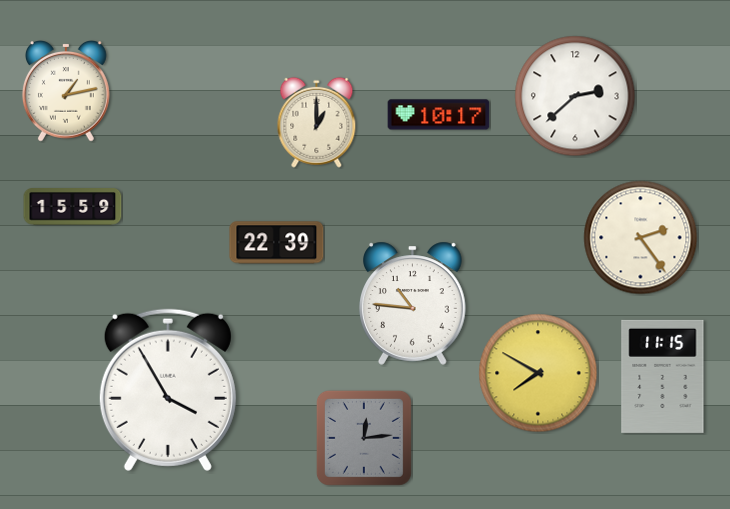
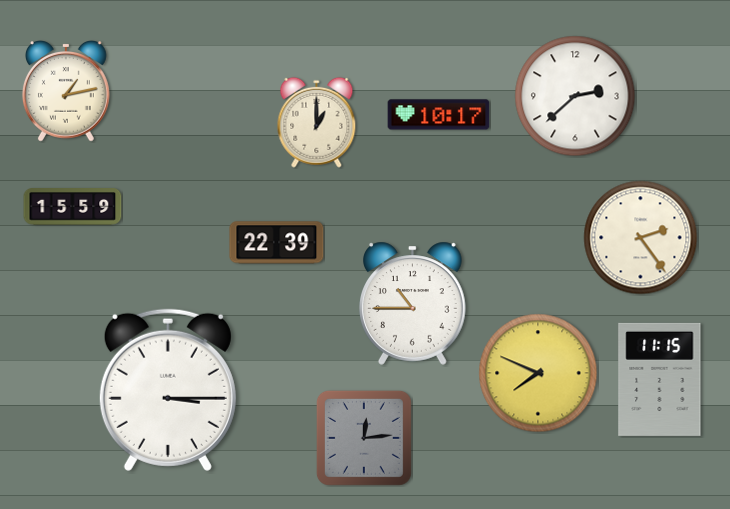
clock at (413, 303): 10:46 -> 10:45
clock at (538, 373): 7:50 -> 7:49
clock at (663, 376) position: (663, 376) -> (660, 379)
clock at (168, 390): 3:55 -> 3:15
